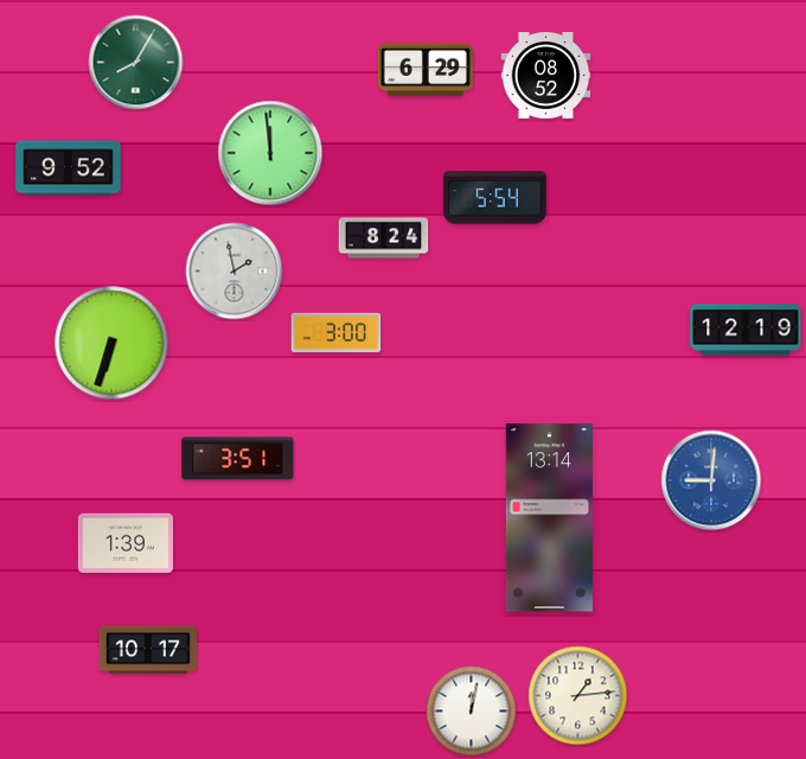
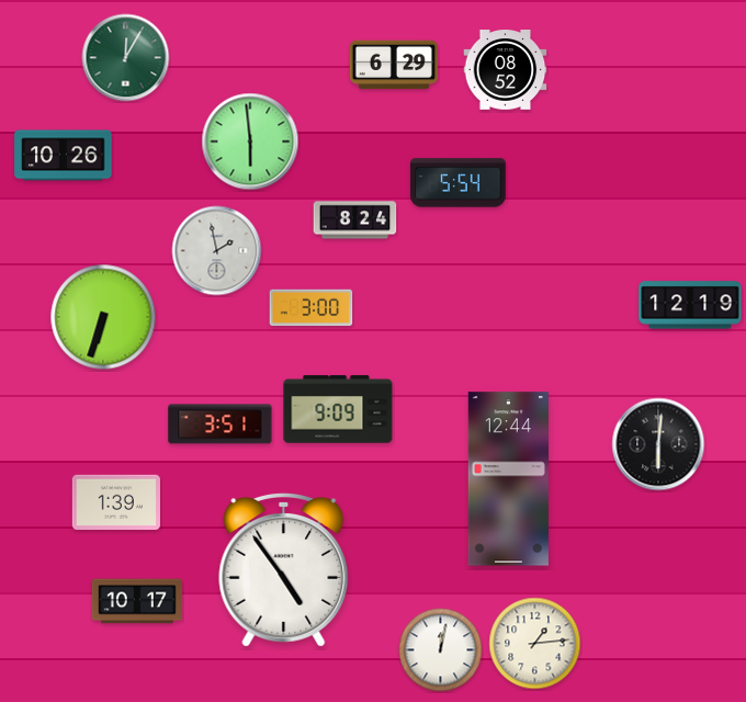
clock at (136, 63): 8:05 -> 12:05
clock at (270, 153): 11:59 -> 5:59
clock at (69, 168): 9:52 -> 10:26
clock at (338, 409): none -> 9:09
clock at (711, 480): 9:01 -> 6:01
clock at (711, 480) dial: blue -> black
clock at (549, 518): 13:14 -> 12:44
clock at (284, 569): none -> 4:54
clock at (472, 712) position: (472, 712) -> (441, 650)
